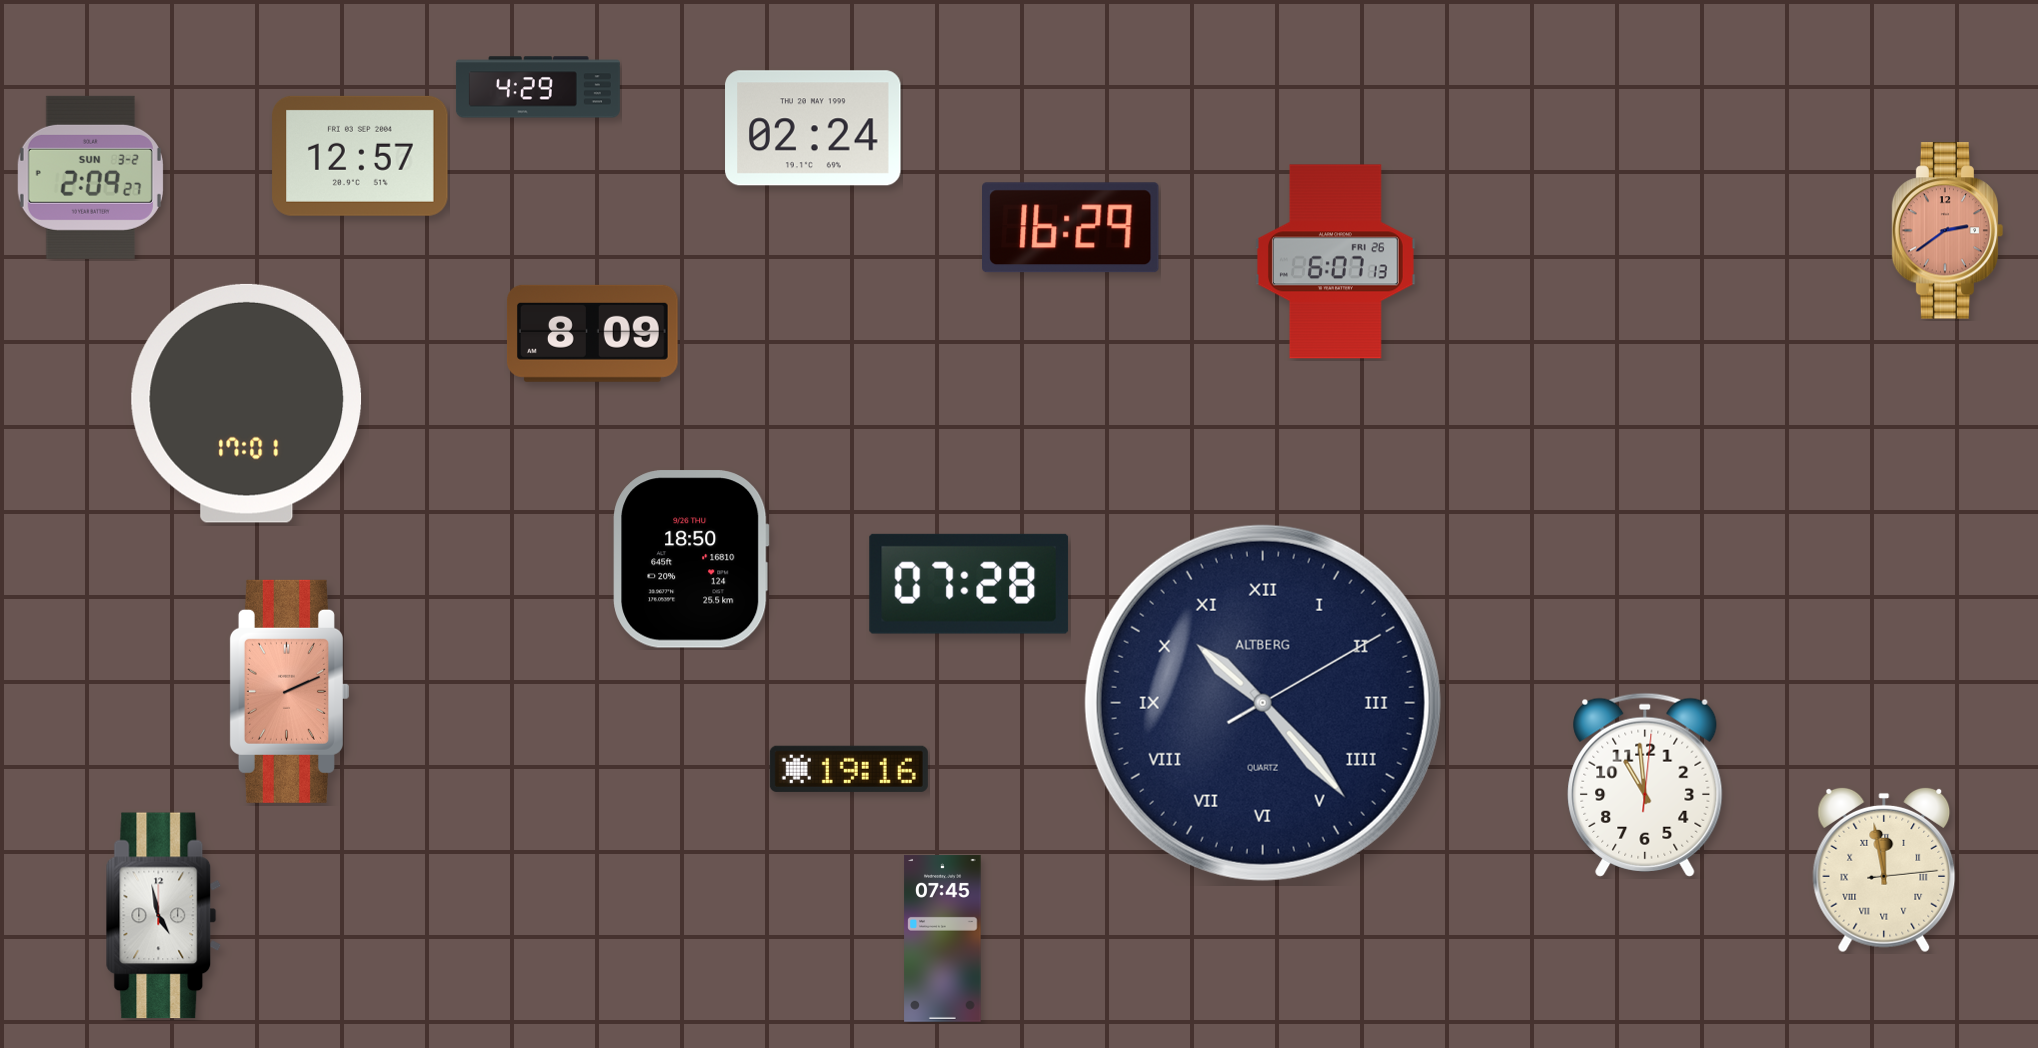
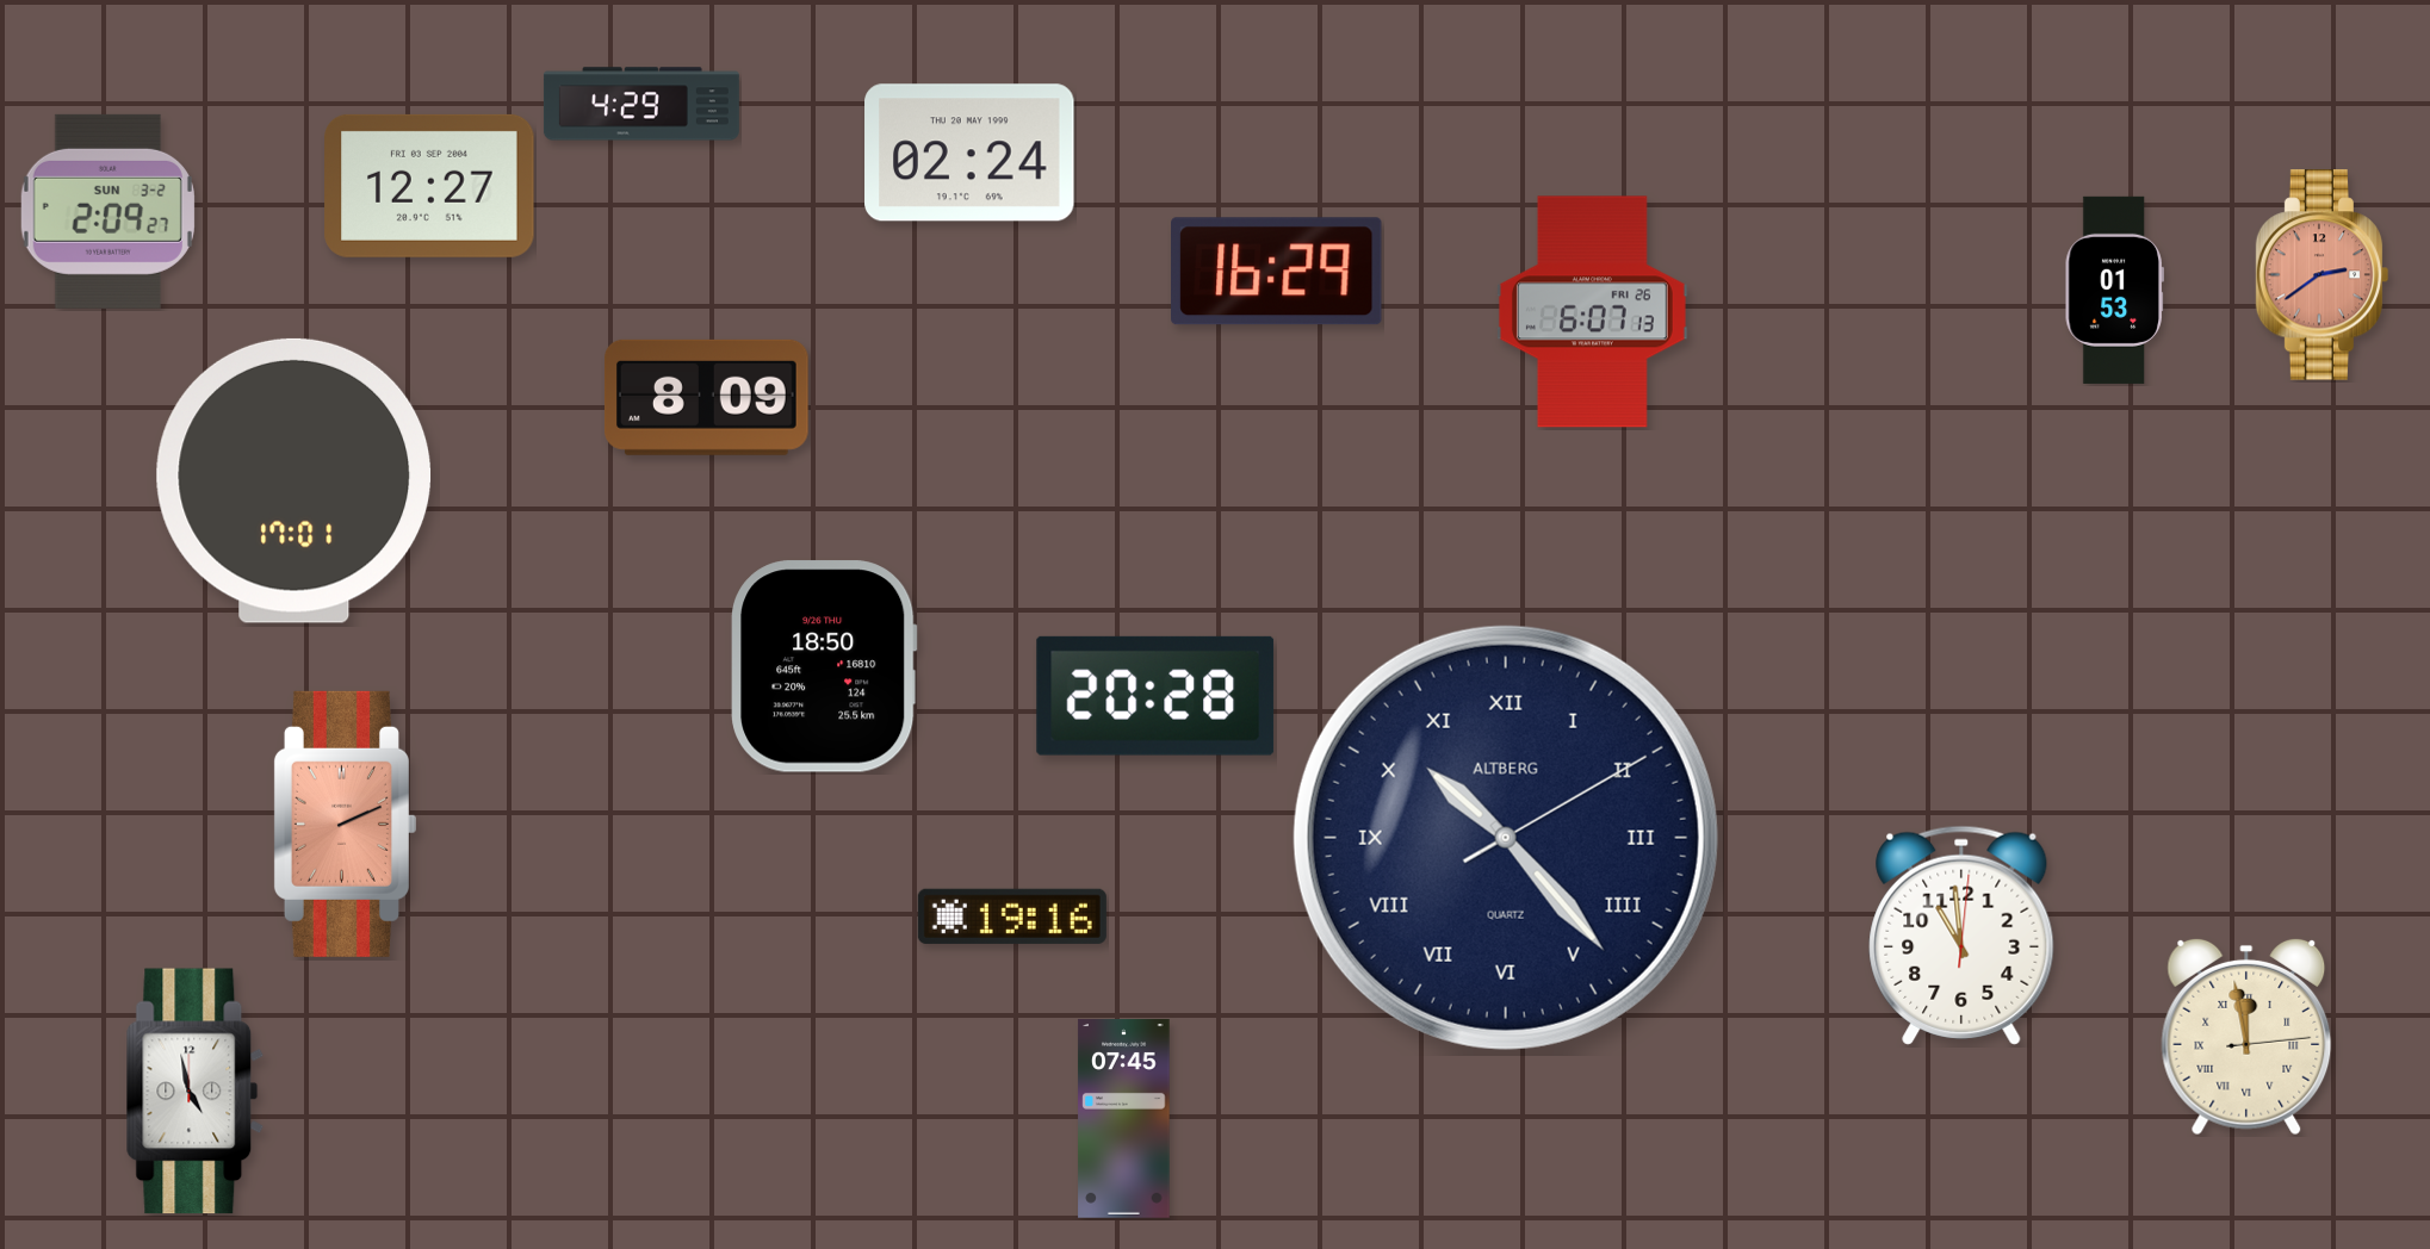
clock at (360, 156): 12:57 -> 12:27
clock at (2114, 290): none -> 01:53
clock at (969, 584): 07:28 -> 20:28
